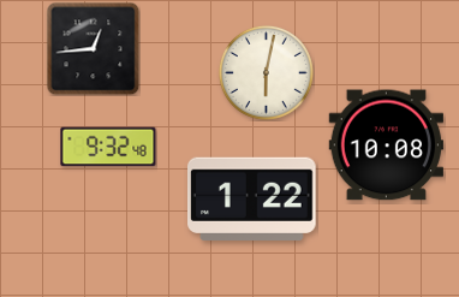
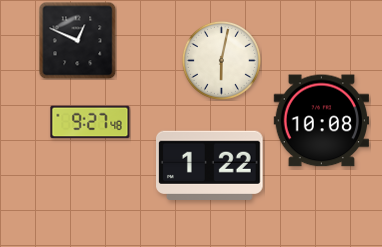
clock at (93, 48): 12:44 -> 12:49
clock at (108, 147): 9:32 -> 9:27
